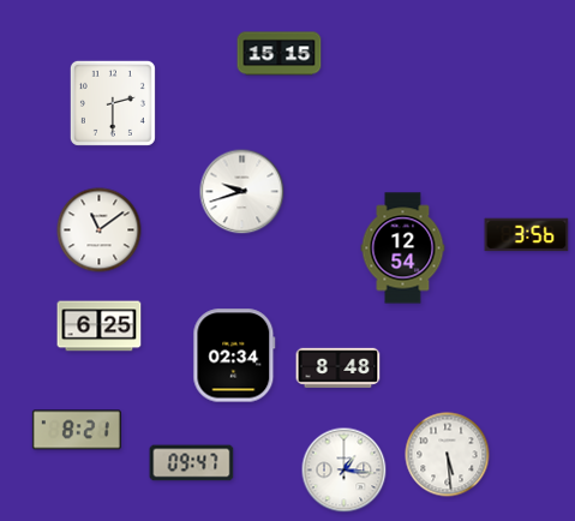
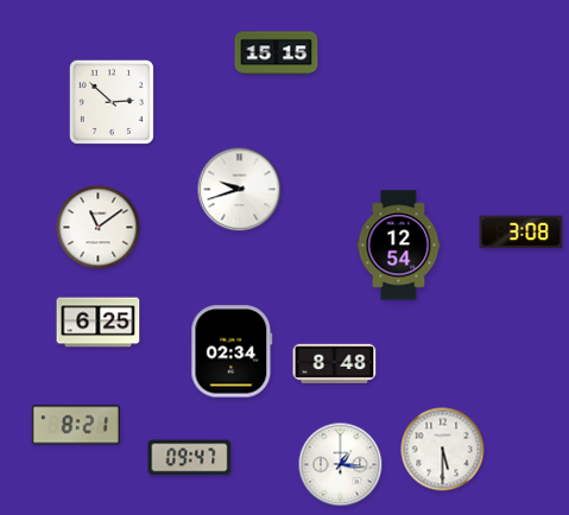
clock at (113, 103): 2:30 -> 2:52
clock at (527, 235): 3:56 -> 3:08
clock at (448, 455): 5:29 -> 5:30
